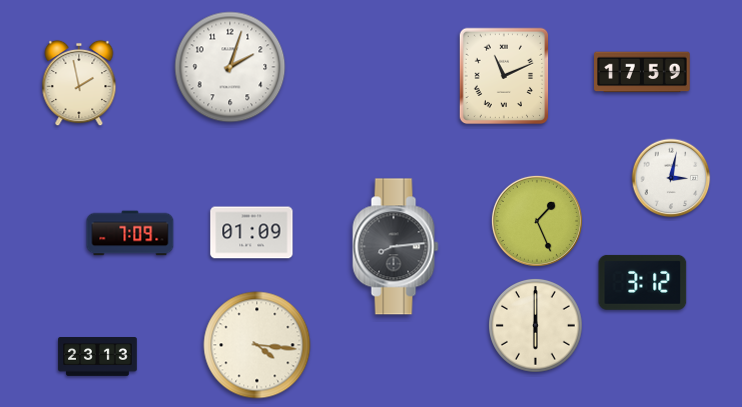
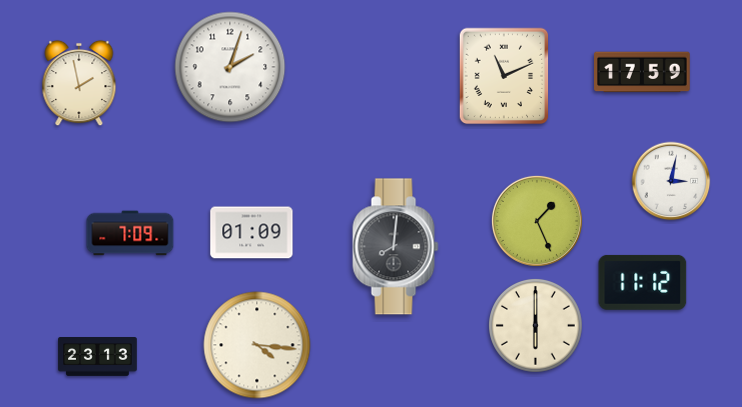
clock at (671, 178) position: (671, 178) -> (671, 181)
clock at (396, 247): 8:14 -> 8:01
clock at (643, 282): 3:12 -> 11:12
